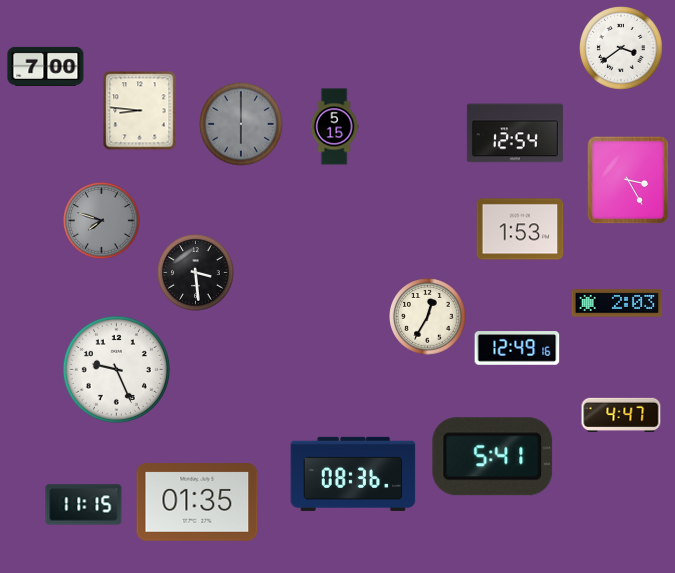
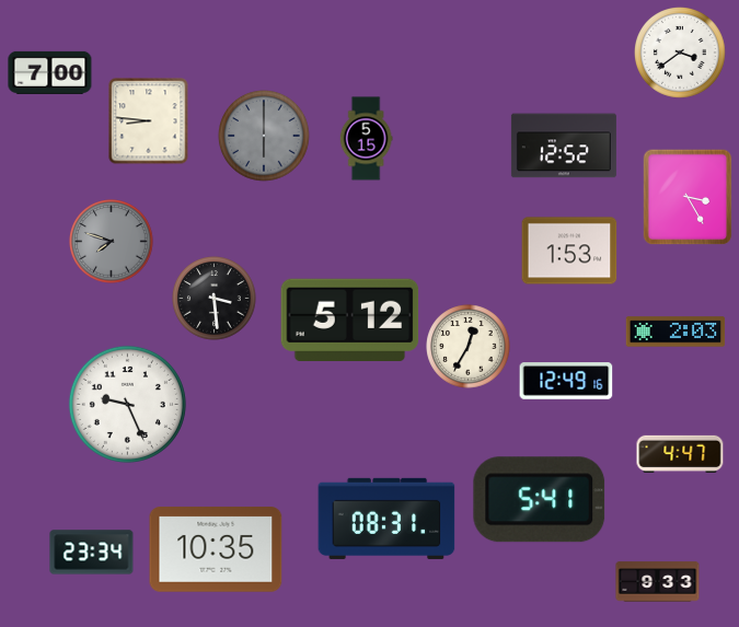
clock at (140, 111) position: (140, 111) -> (149, 121)
clock at (515, 133): 12:54 -> 12:52
clock at (350, 320): none -> 5:12
clock at (353, 474): 08:36 -> 08:31
clock at (197, 502): 01:35 -> 10:35
clock at (84, 505): 11:15 -> 23:34
clock at (658, 582): none -> 9:33
